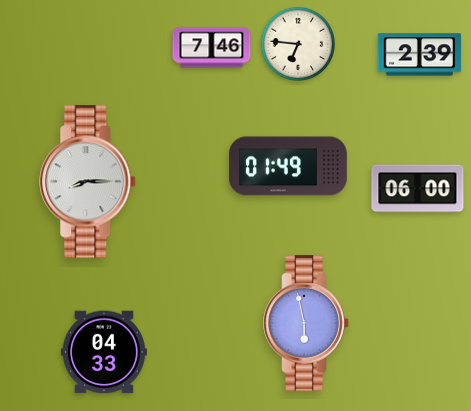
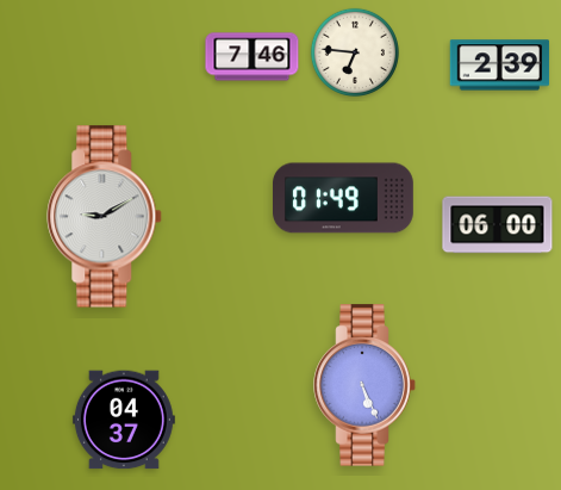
clock at (88, 182): 8:15 -> 9:10
clock at (306, 323): 5:58 -> 5:26
clock at (104, 352): 04:33 -> 04:37
